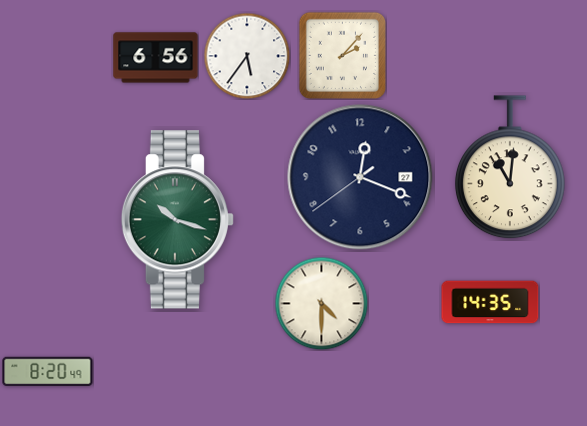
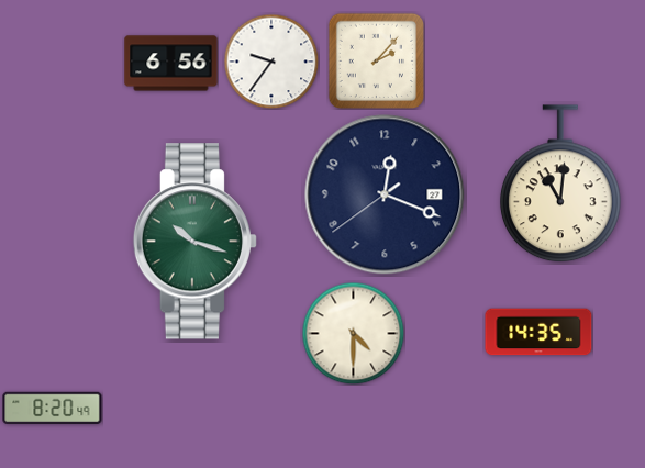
clock at (247, 56): 5:36 -> 9:36
clock at (360, 177) position: (360, 177) -> (385, 194)
